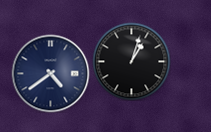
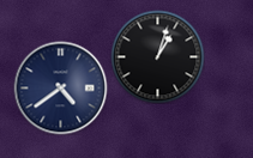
clock at (131, 61) position: (131, 61) -> (157, 56)
